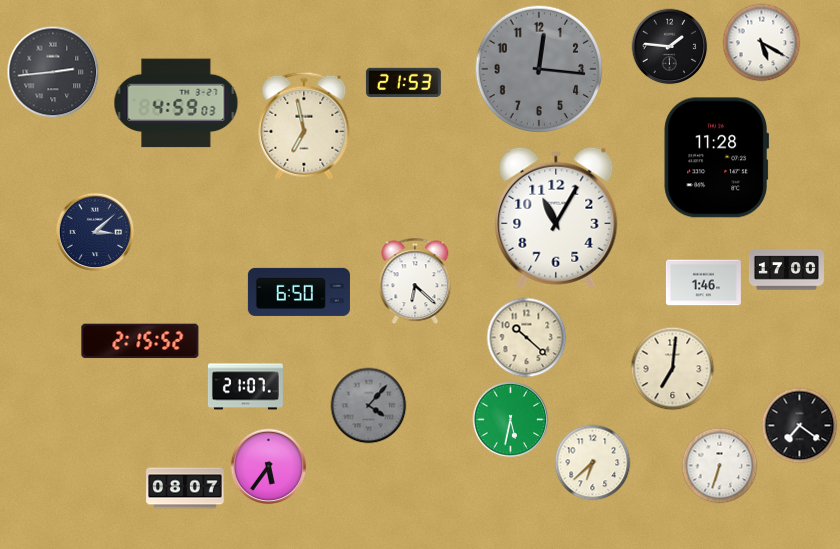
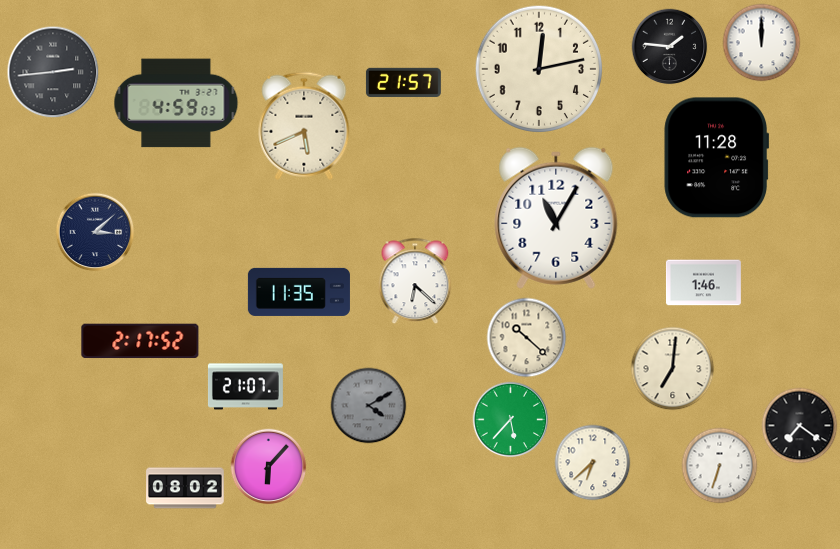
clock at (762, 43): 5:20 -> 12:00
clock at (539, 69): 12:16 -> 12:13
clock at (539, 69) dial: grey -> cream
clock at (403, 82): 21:53 -> 21:57
clock at (304, 126): 6:58 -> 5:41
clock at (786, 270): 17:00 -> none
clock at (299, 292): 6:50 -> 11:35
clock at (140, 341): 2:15 -> 2:17
clock at (369, 406): 4:07 -> 4:10
clock at (511, 420): 5:32 -> 5:37
clock at (269, 467): 5:36 -> 6:07
clock at (185, 488): 08:07 -> 08:02
